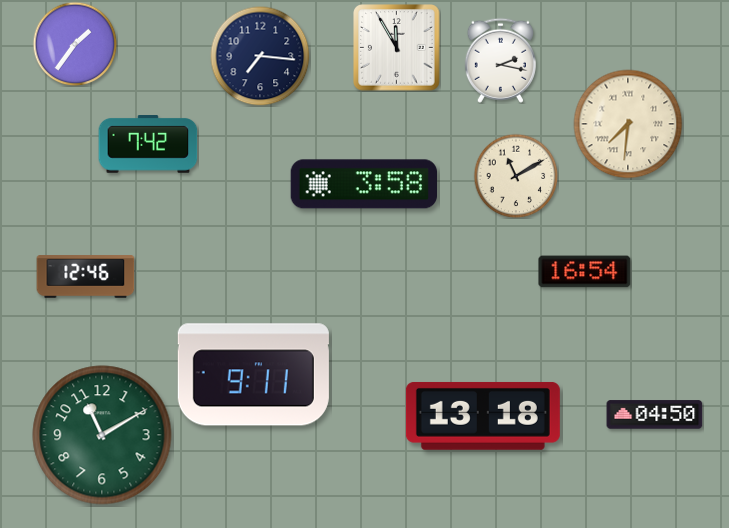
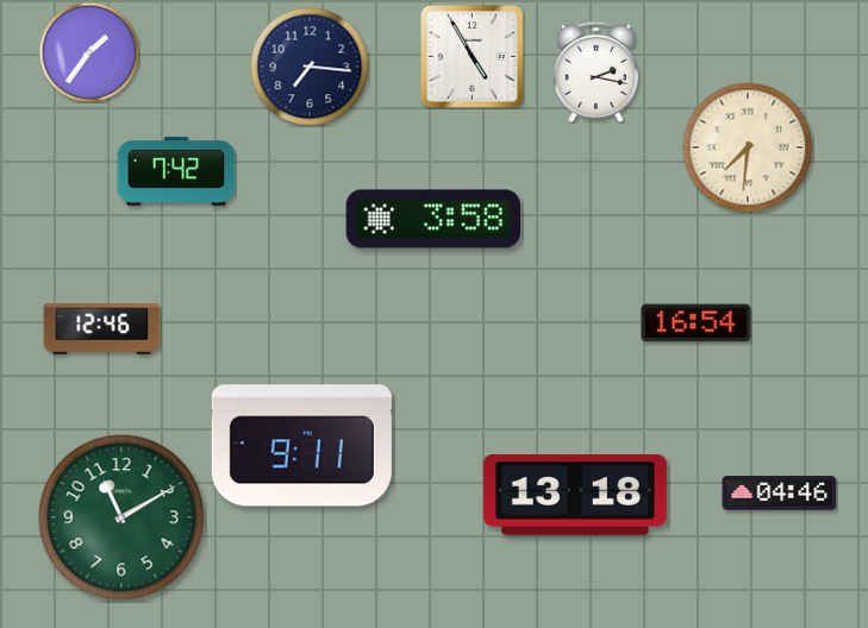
clock at (397, 48): 11:55 -> 4:55
clock at (516, 176): 11:10 -> none
clock at (655, 415): 04:50 -> 04:46
